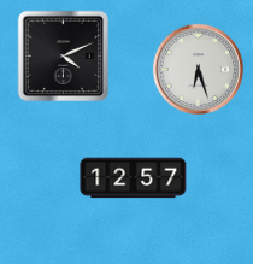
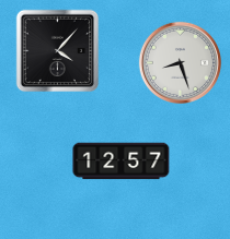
clock at (64, 57): 4:11 -> 4:07
clock at (198, 69): 6:27 -> 8:27
